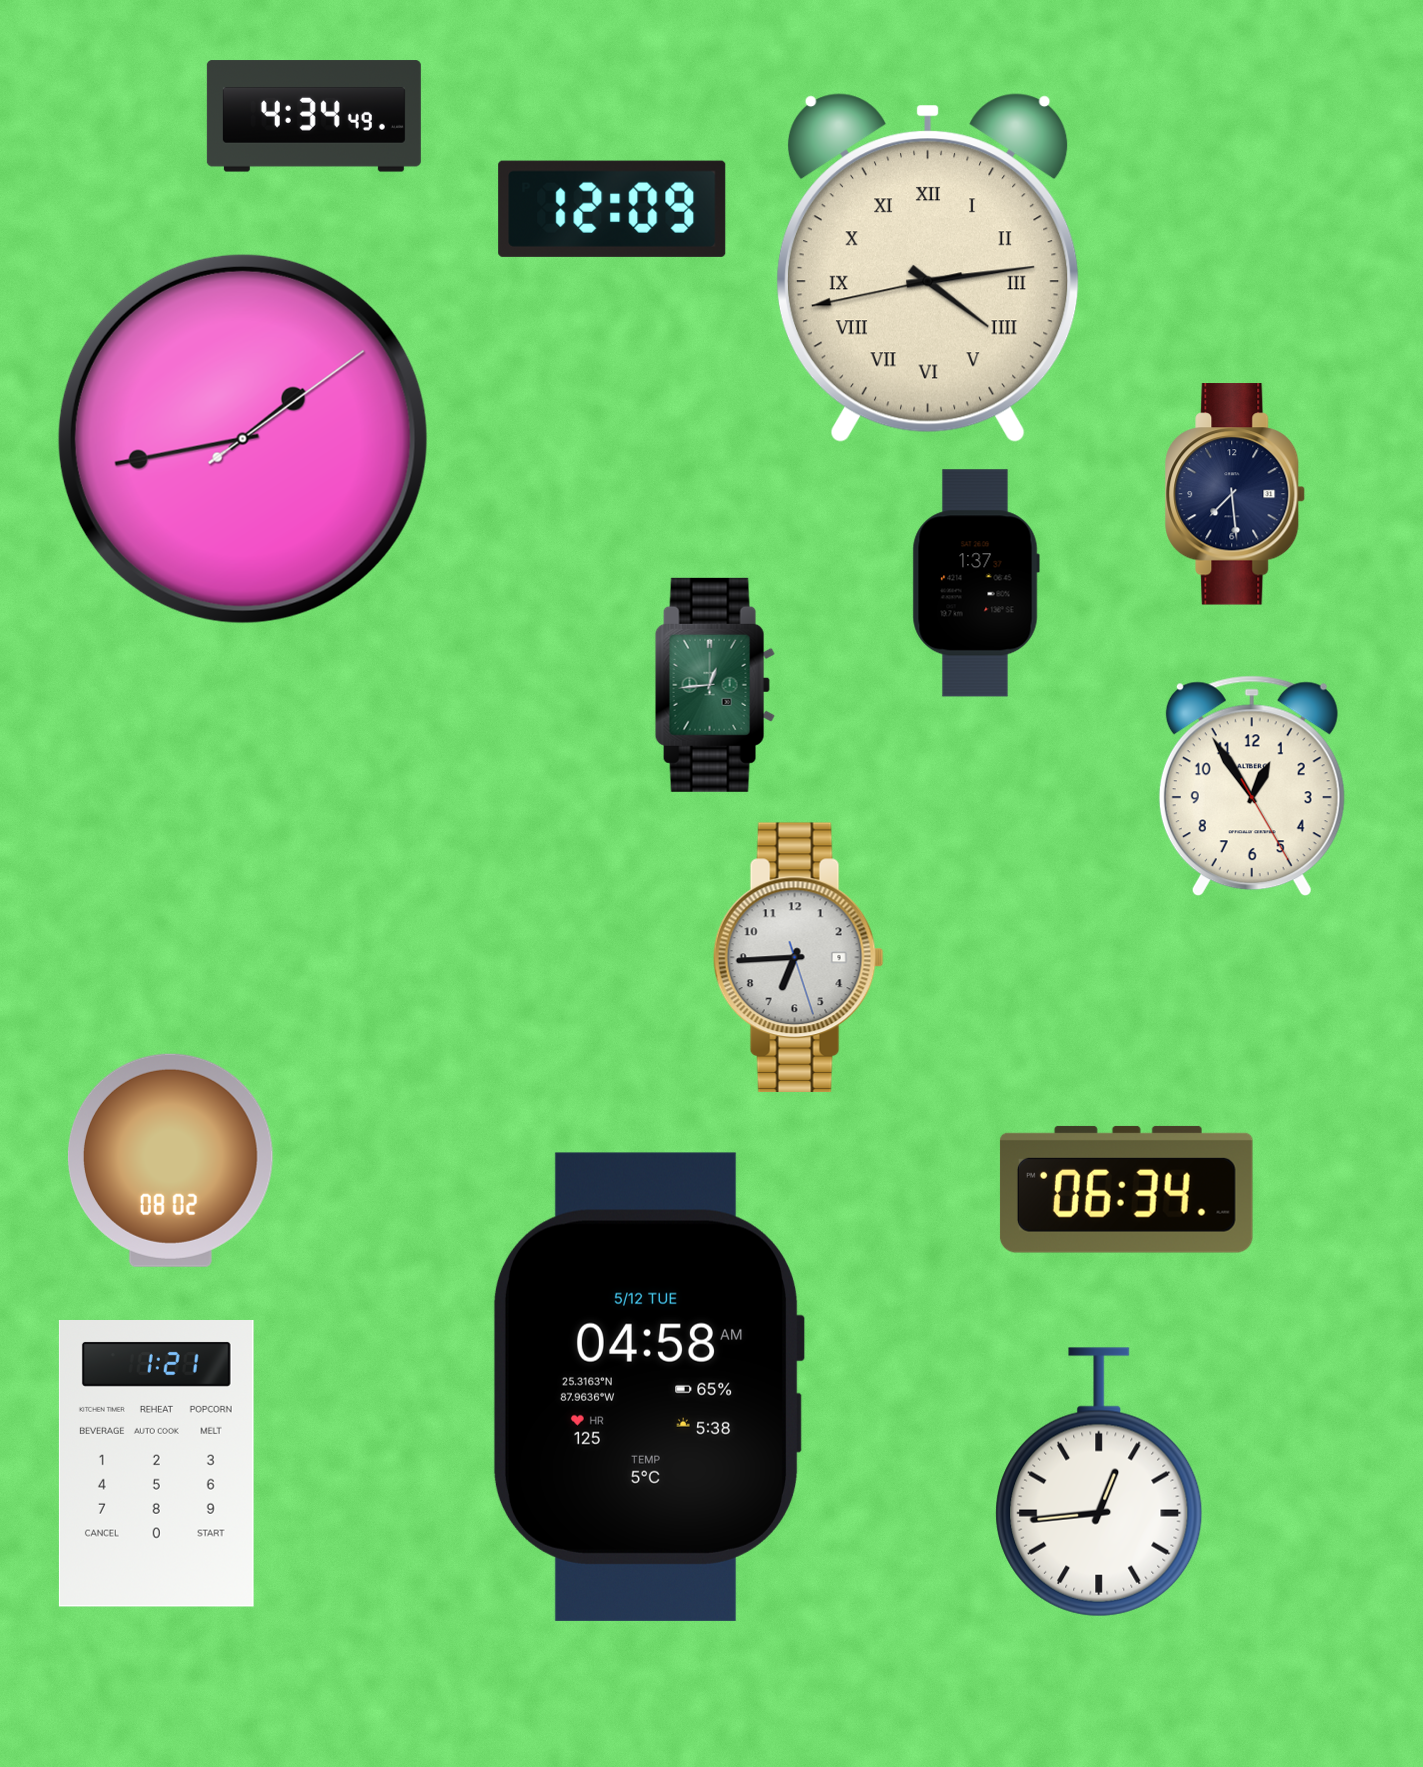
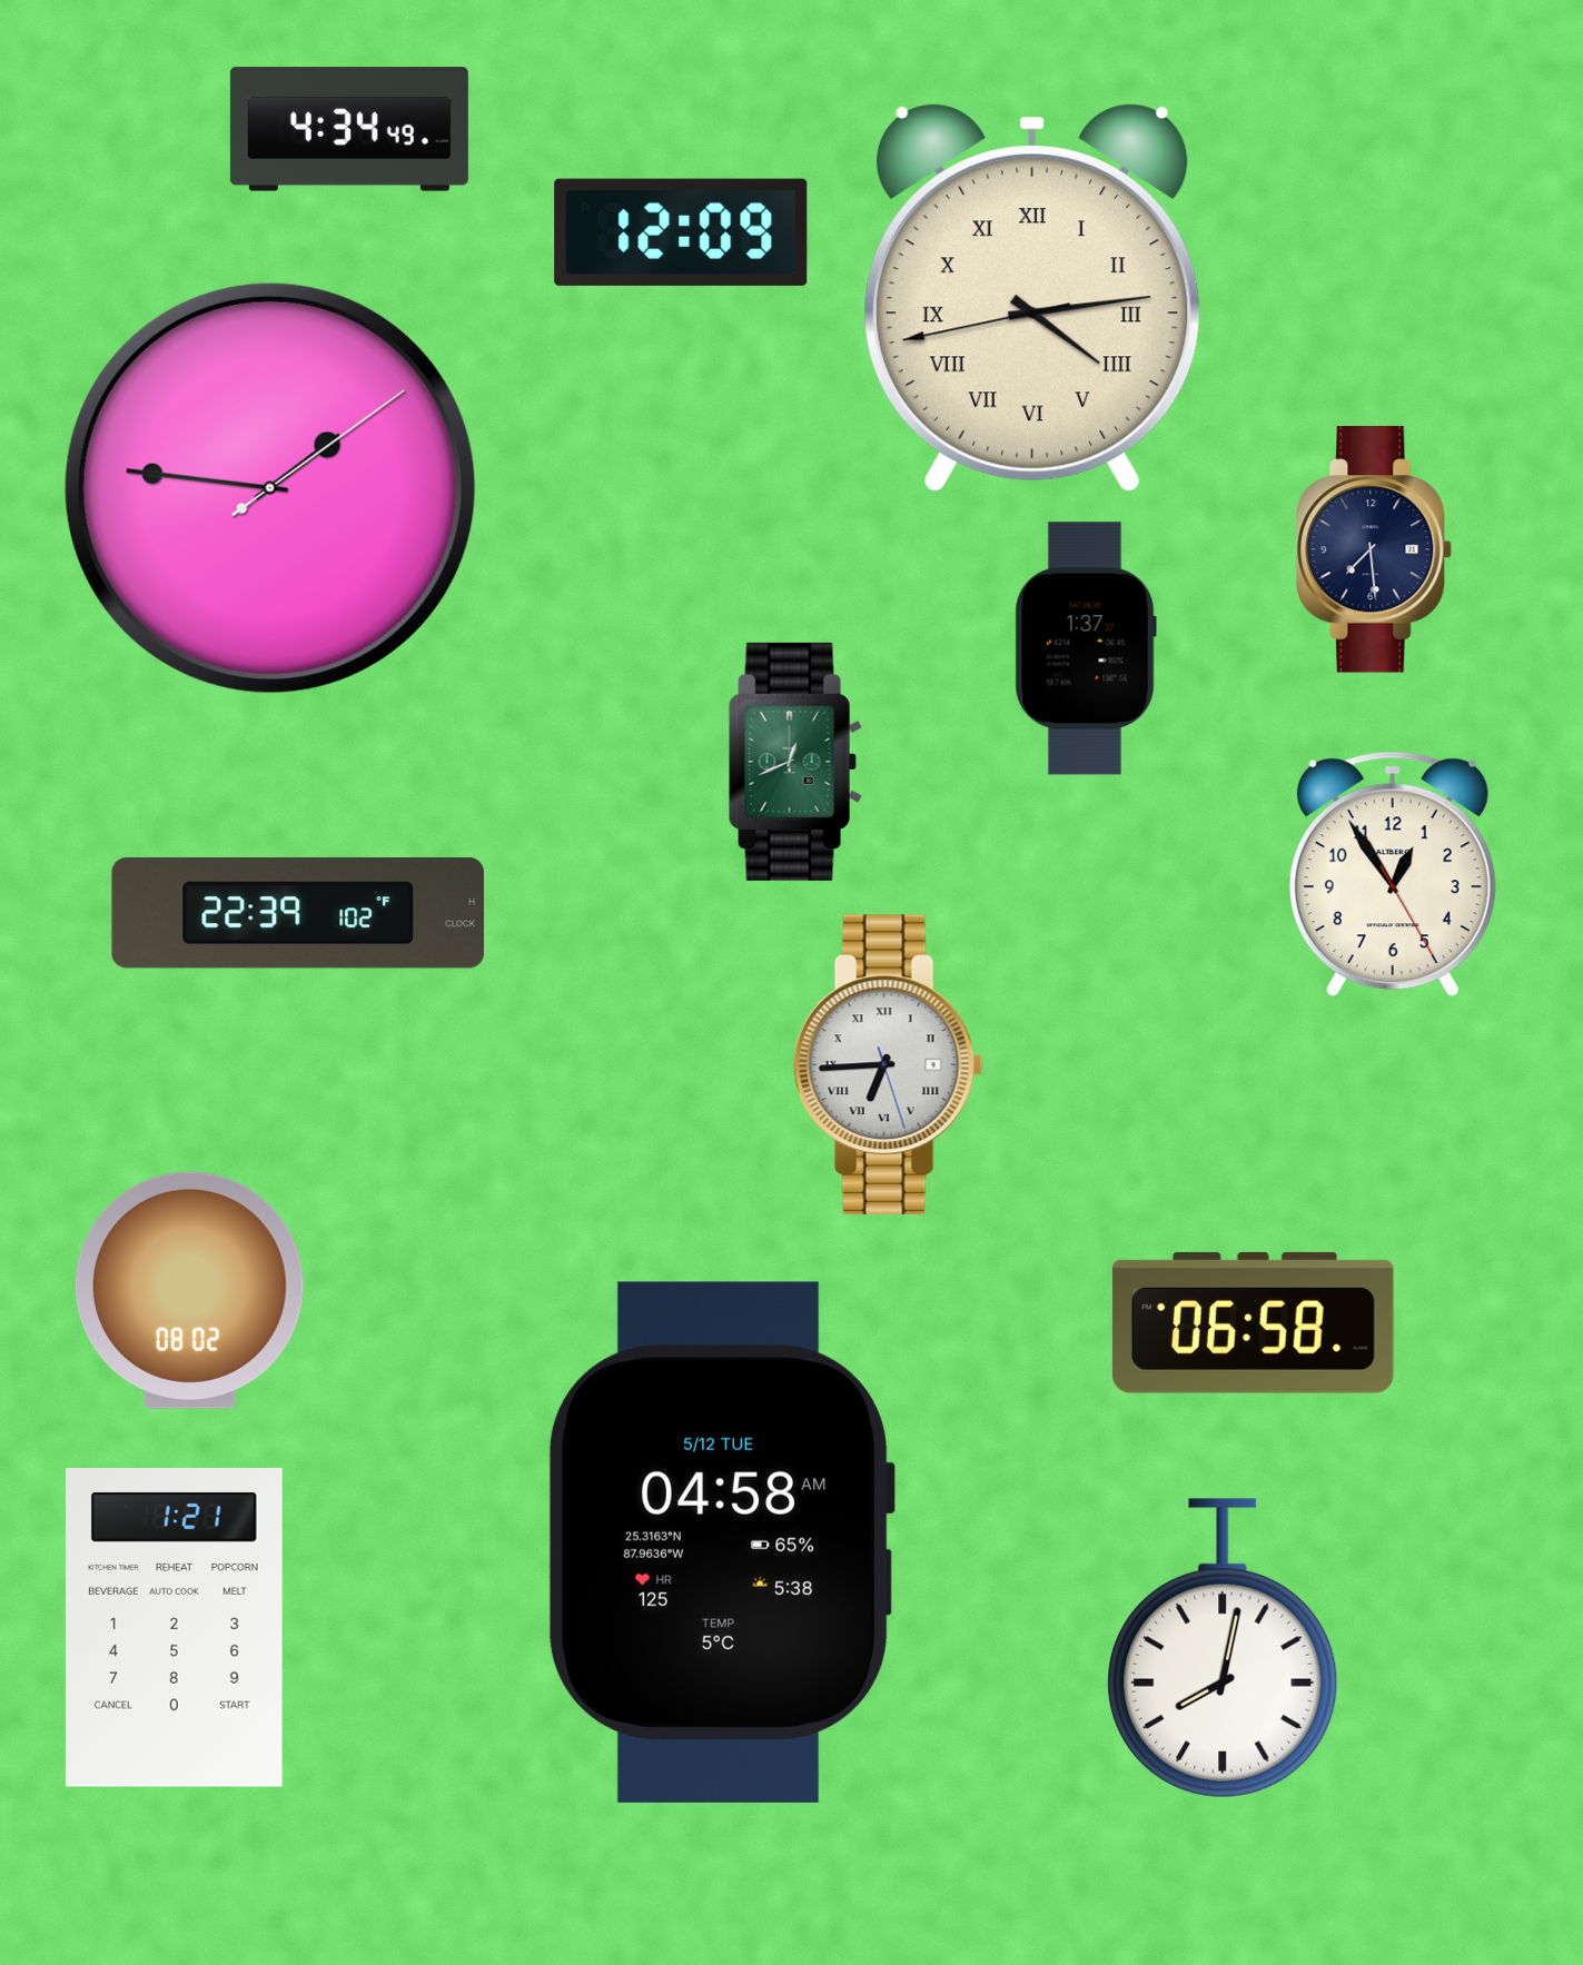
clock at (243, 439): 1:43 -> 1:46
clock at (715, 685): 12:44 -> 12:41
clock at (297, 913): none -> 22:39
clock at (798, 957) numerals: Arabic -> Roman
clock at (1126, 1189): 06:34 -> 06:58
clock at (1099, 1482): 12:44 -> 8:02
